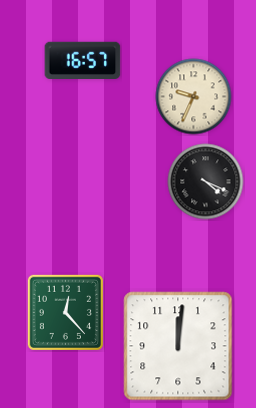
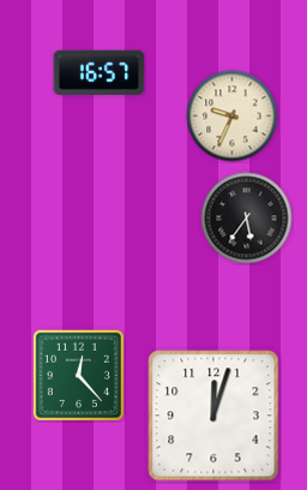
clock at (206, 182): 4:19 -> 5:36
clock at (178, 346): 12:01 -> 12:03
